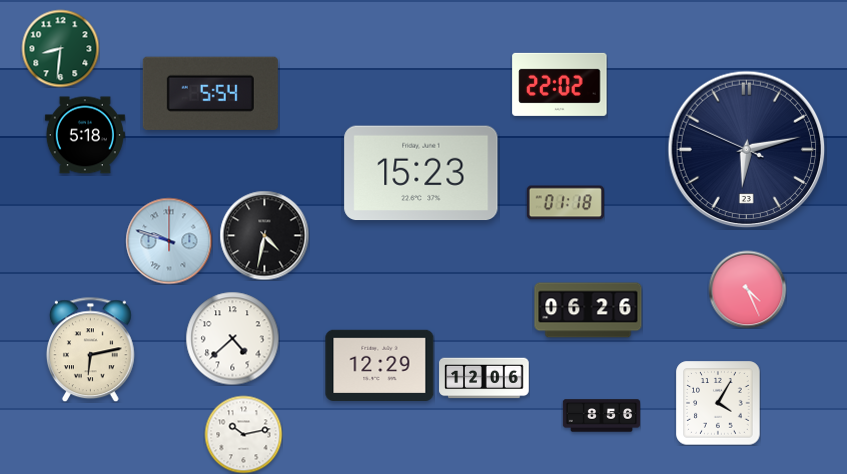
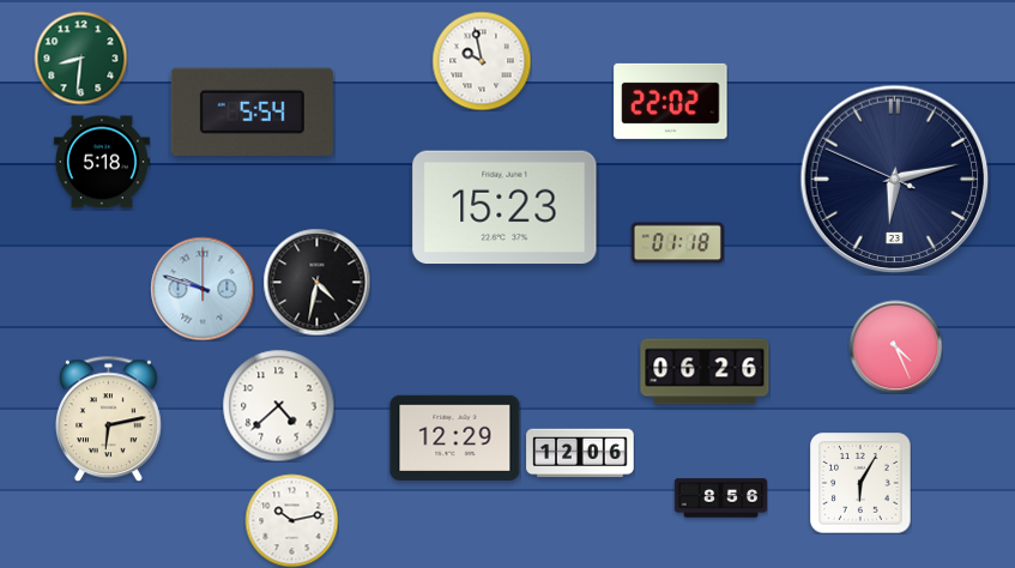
clock at (60, 48) position: (60, 48) -> (80, 58)
clock at (482, 61): none -> 9:58
clock at (718, 403): 4:05 -> 6:05
